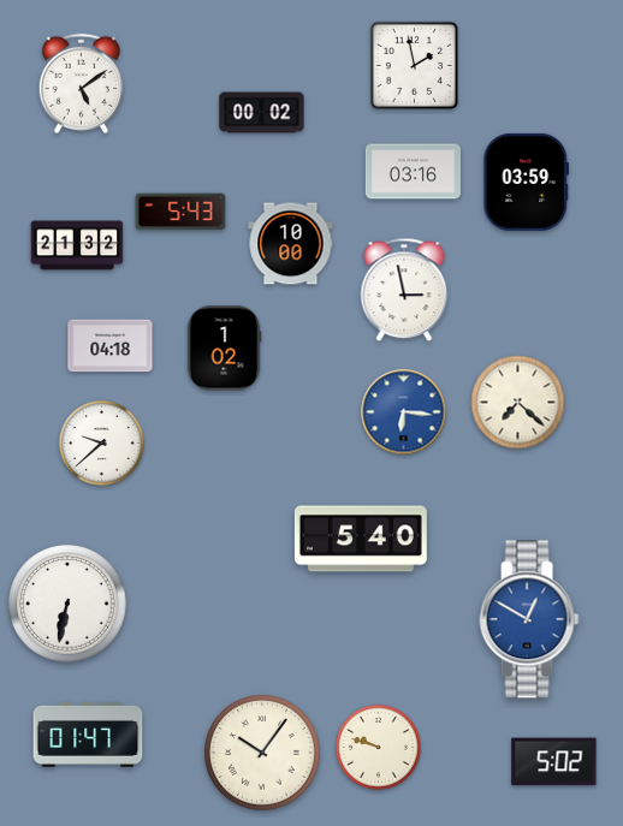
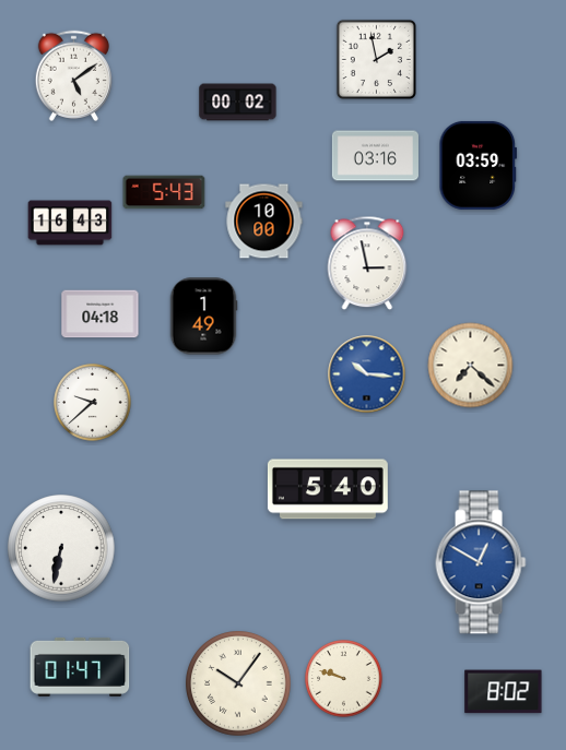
clock at (77, 245): 21:32 -> 16:43
clock at (224, 349): 1:02 -> 1:49
clock at (404, 412): 6:16 -> 10:16
clock at (554, 762): 5:02 -> 8:02
